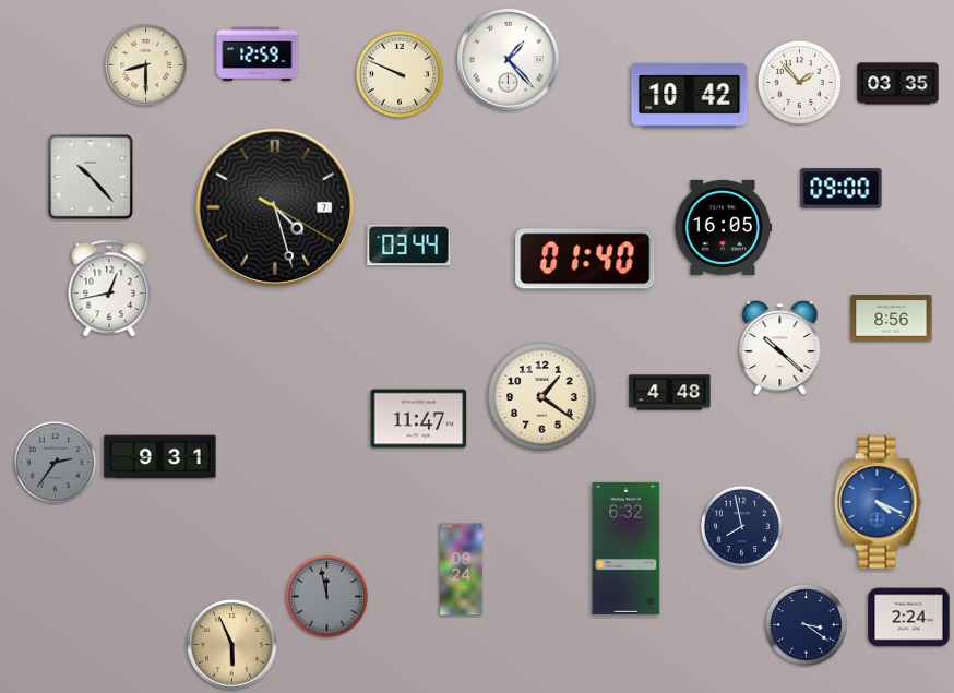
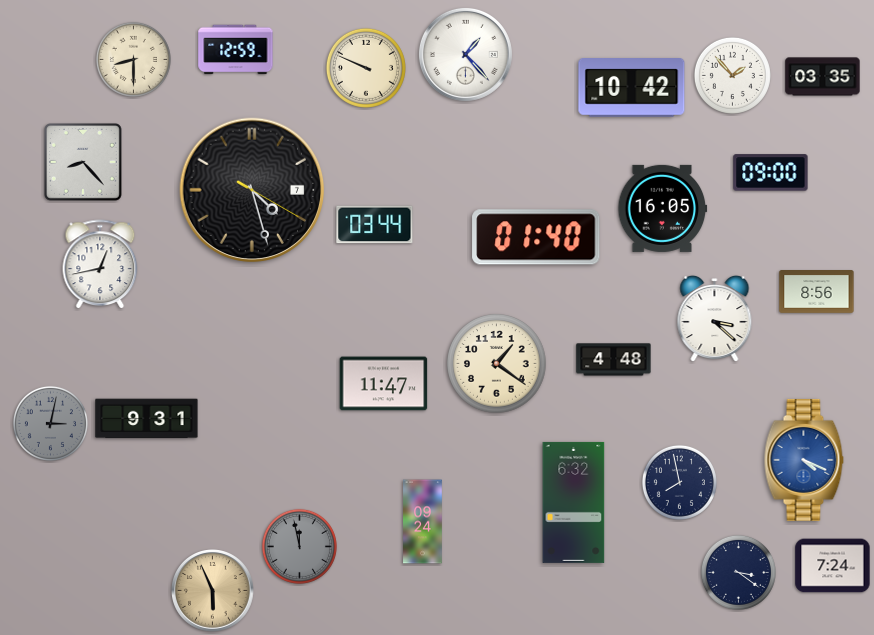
clock at (92, 178): 10:23 -> 8:23
clock at (780, 348): 10:22 -> 3:22
clock at (55, 462): 2:36 -> 3:02
clock at (909, 618): 2:24 -> 7:24
